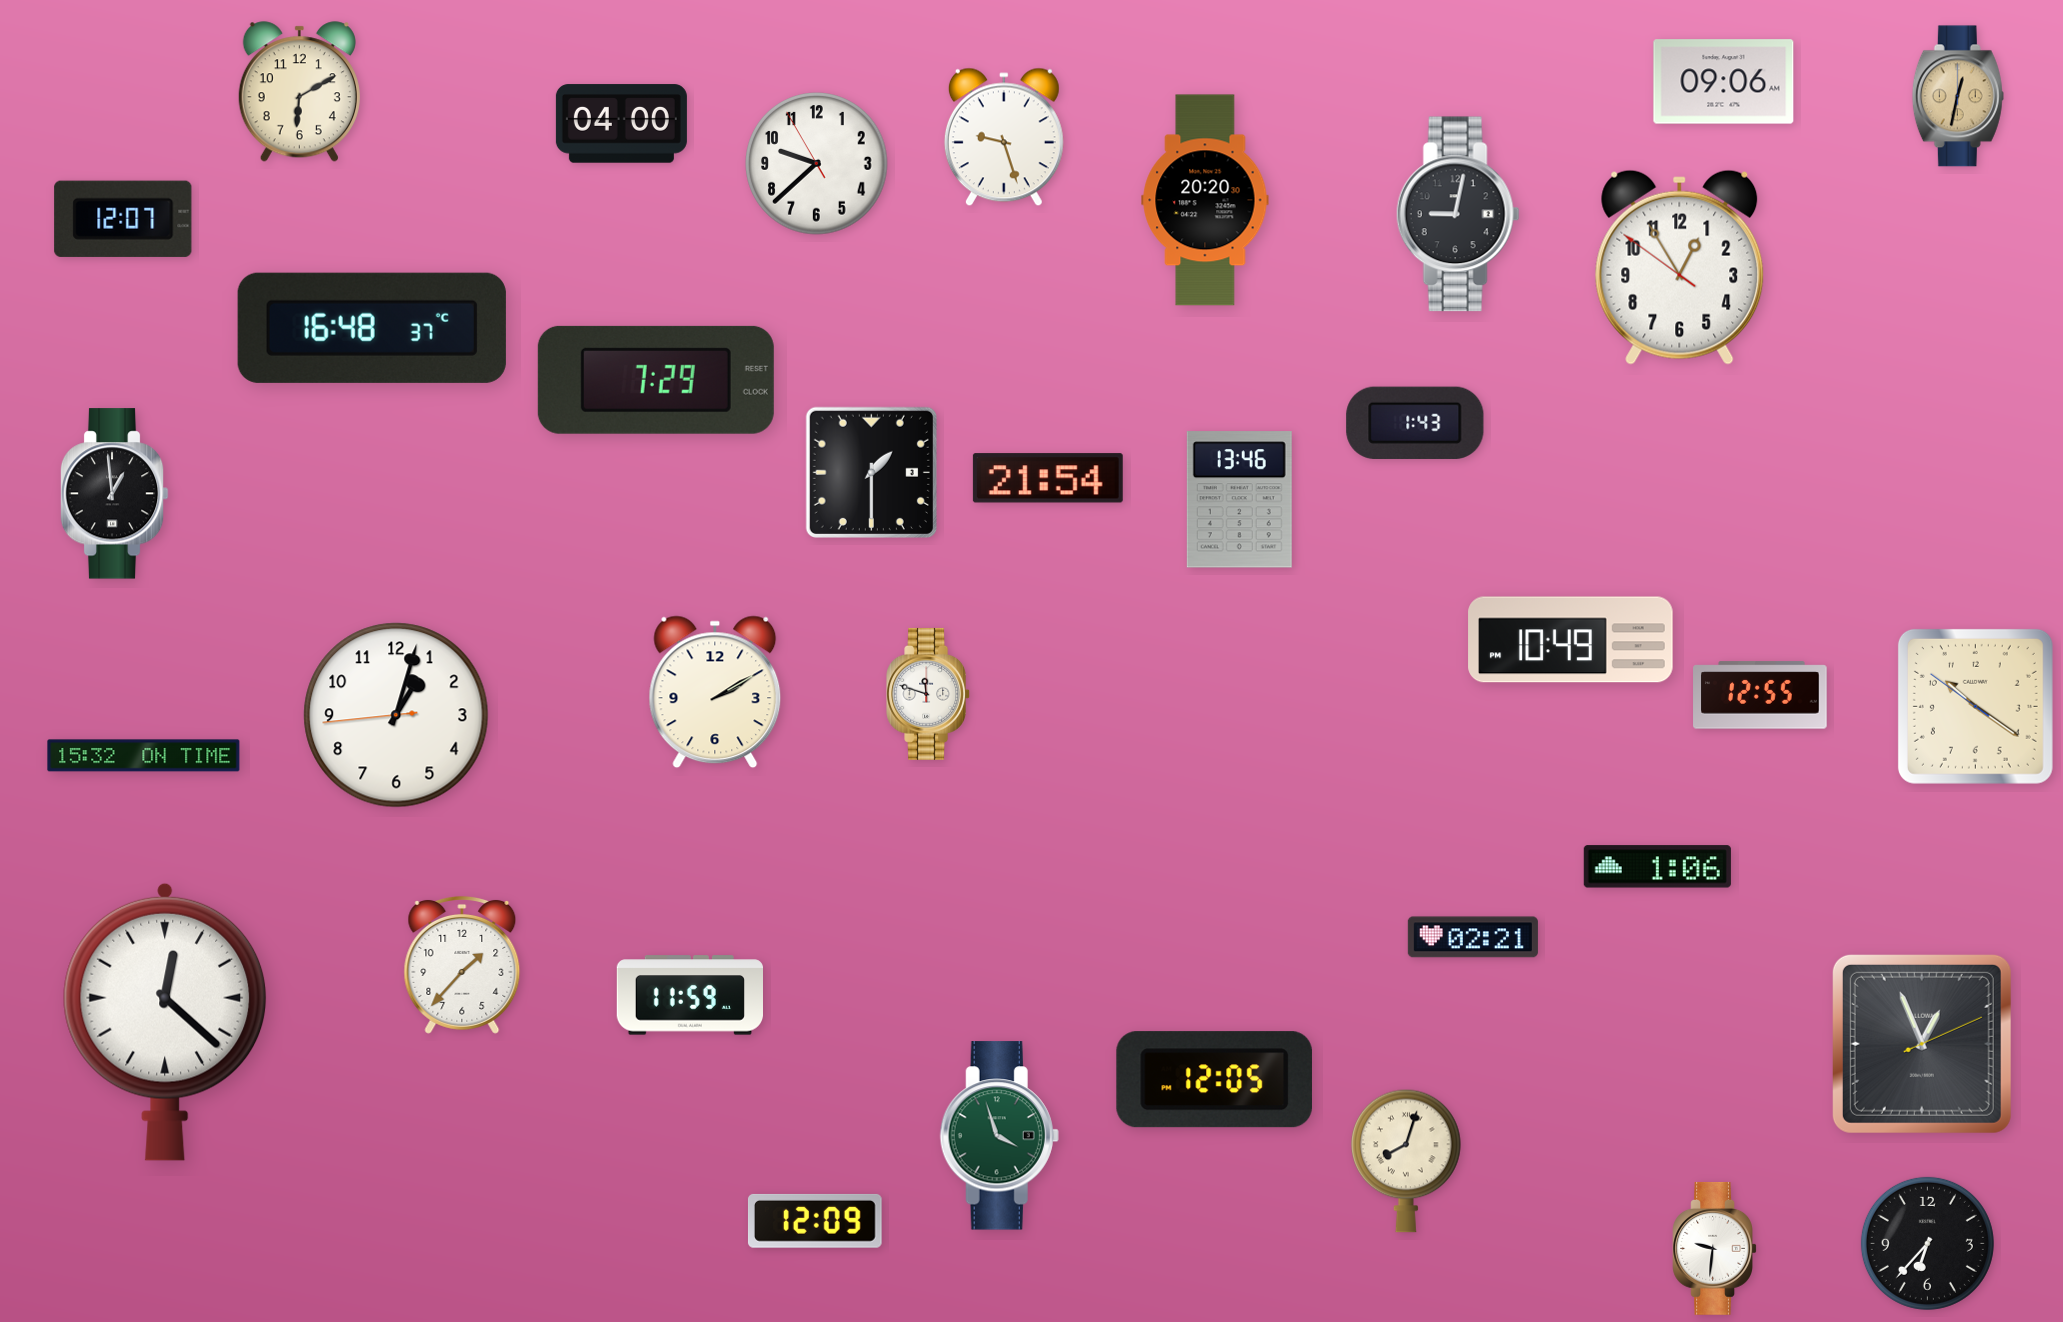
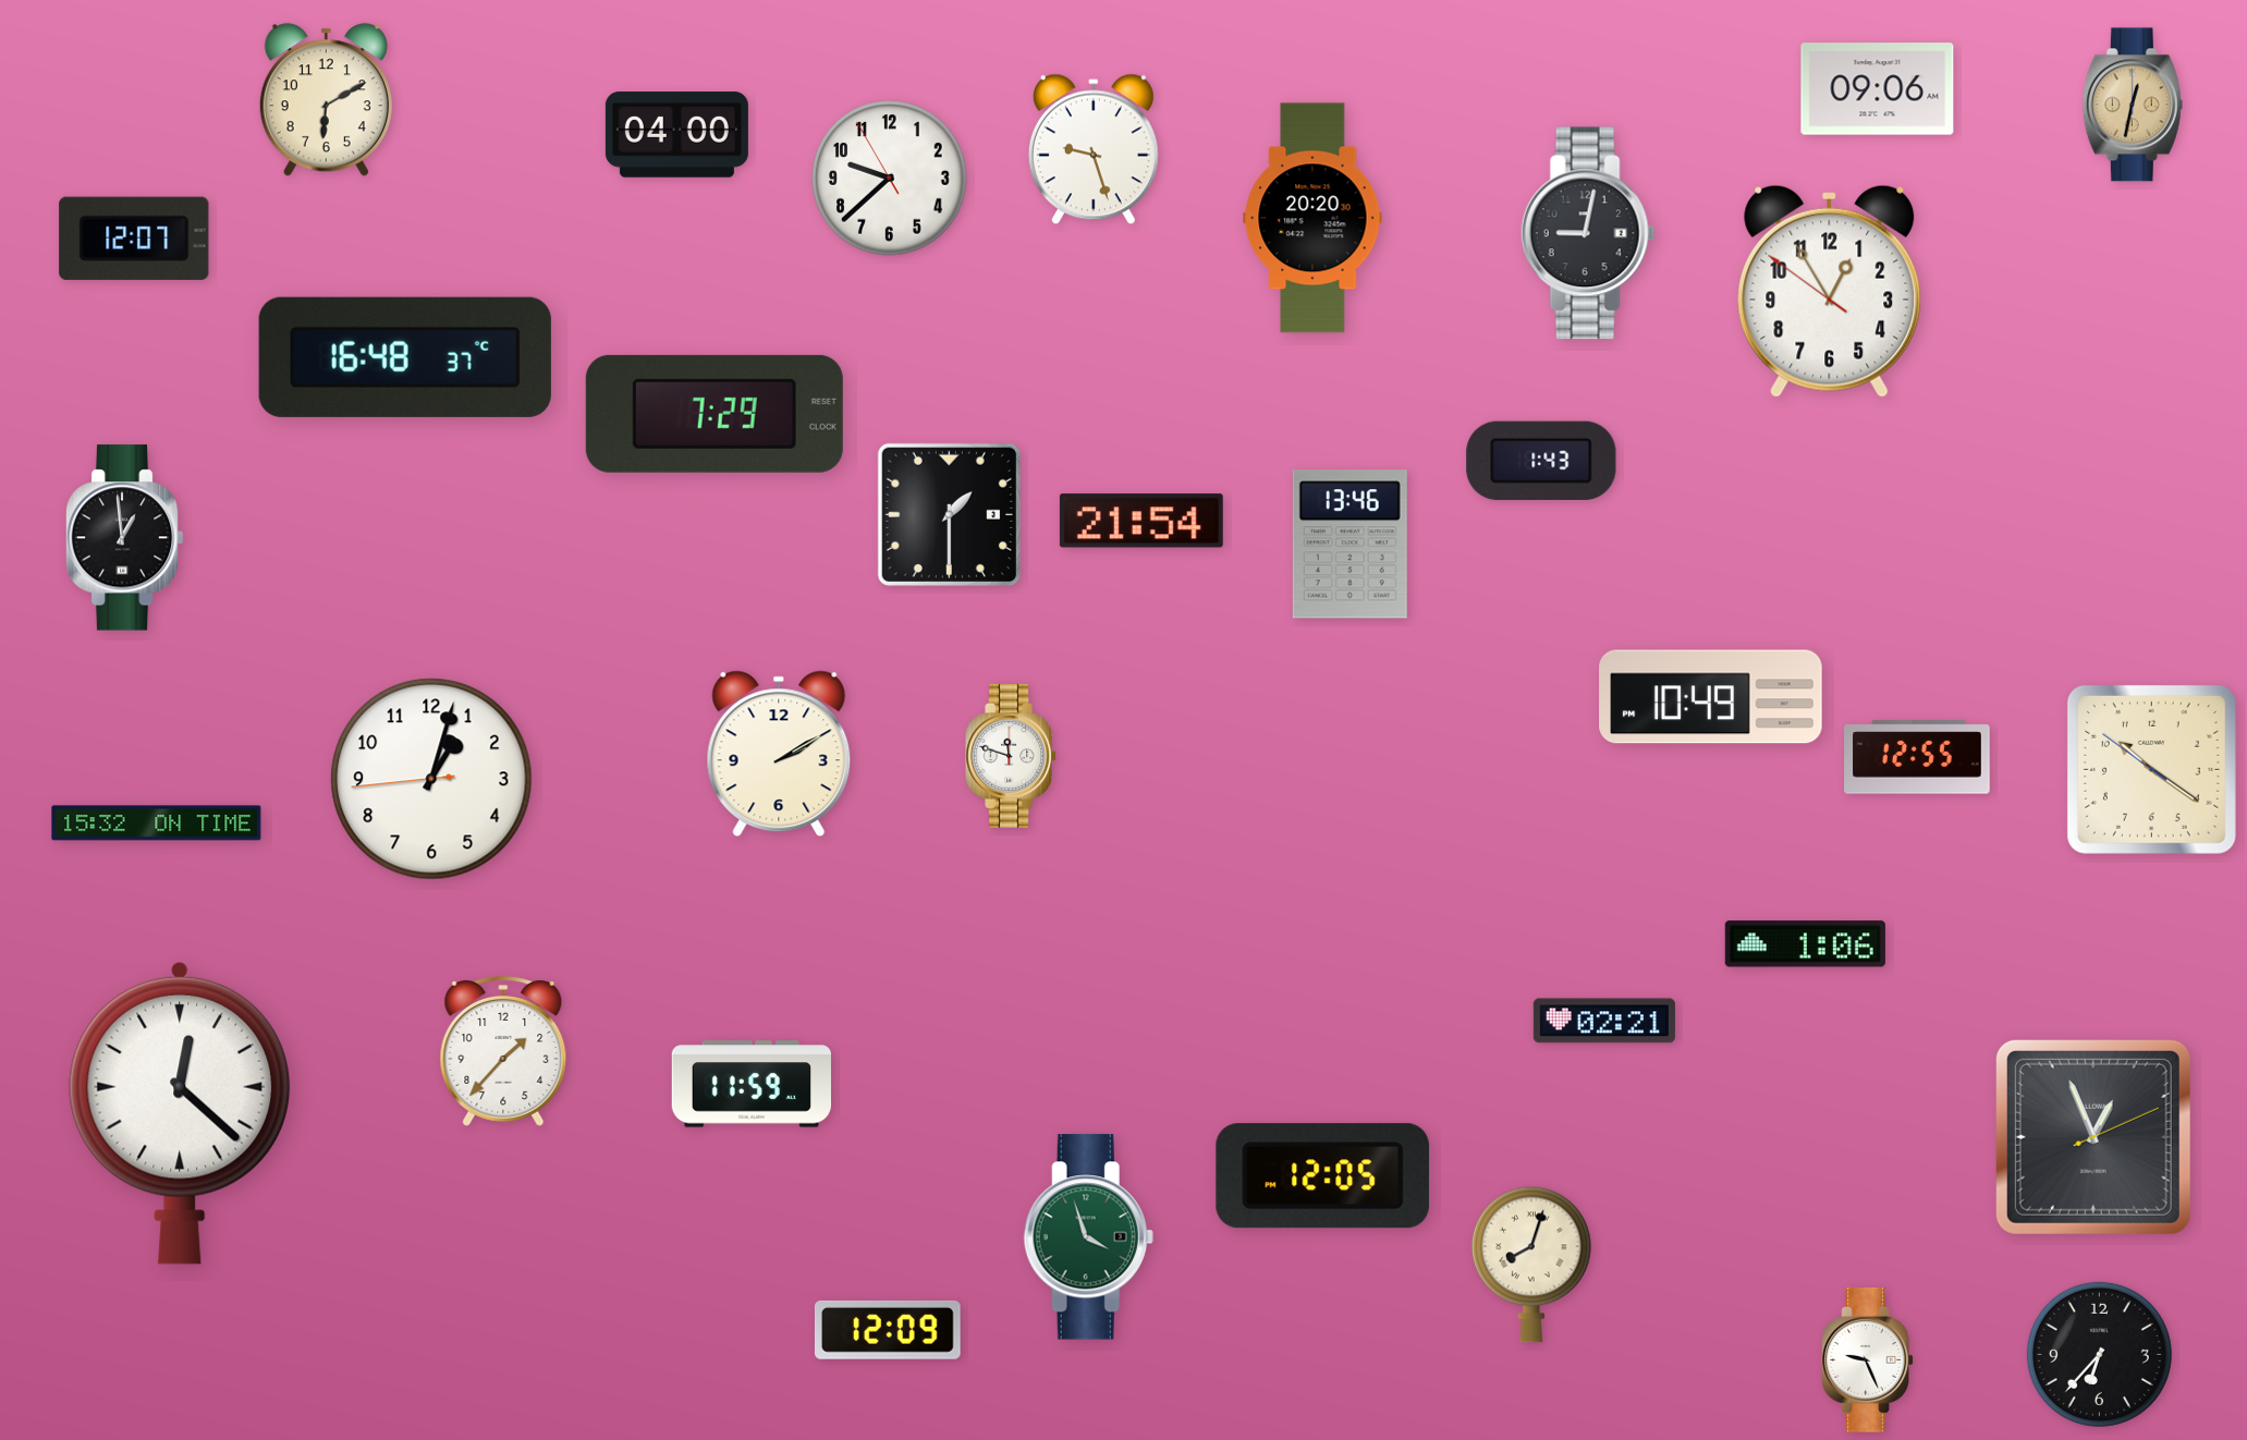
clock at (1714, 1248): 9:31 -> 9:26
